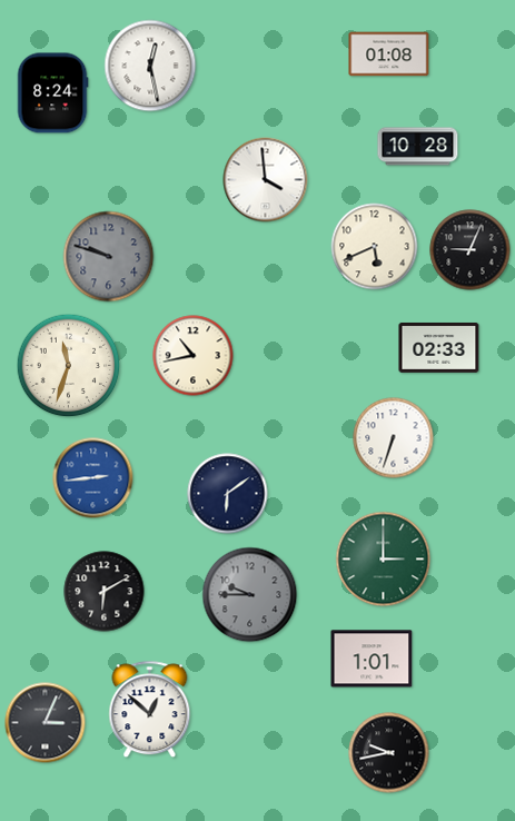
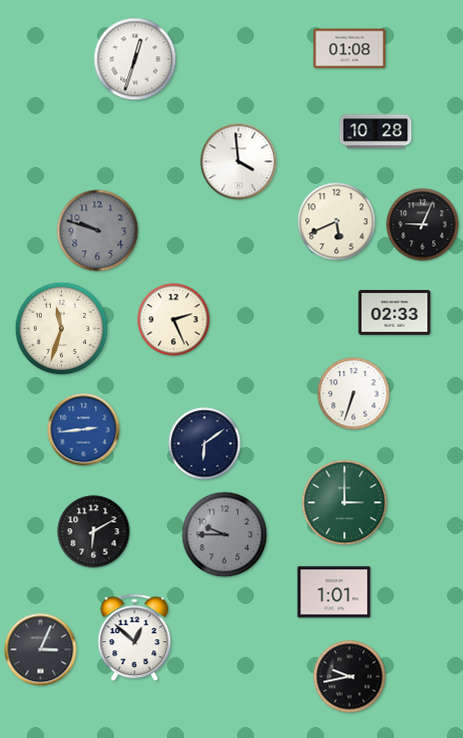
clock at (150, 66): 12:28 -> 12:33
clock at (52, 93): 8:24 -> none
clock at (194, 356): 10:43 -> 2:26
